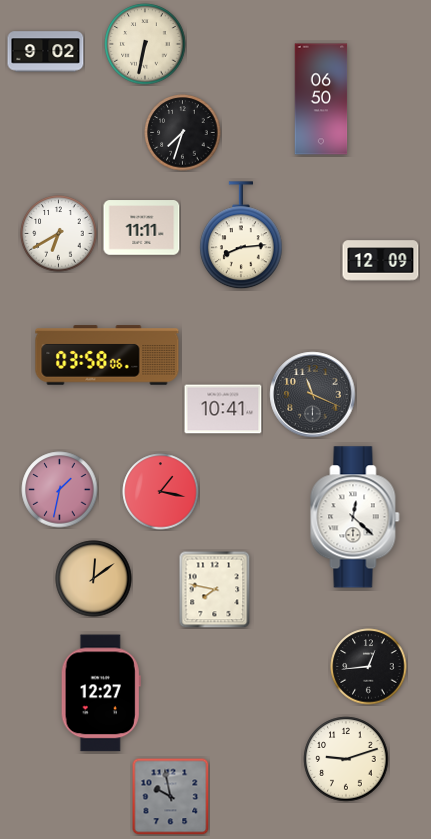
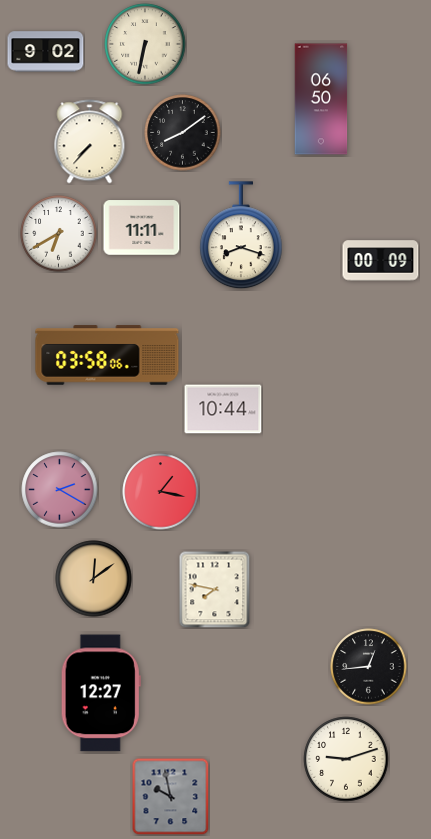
clock at (183, 133): 7:33 -> 8:09
clock at (90, 142): none -> 7:37
clock at (241, 236): 8:14 -> 8:18
clock at (381, 261): 12:09 -> 00:09
clock at (313, 395): 11:19 -> none
clock at (223, 409): 10:41 -> 10:44
clock at (60, 490): 1:32 -> 2:20
clock at (355, 517): 12:22 -> none
